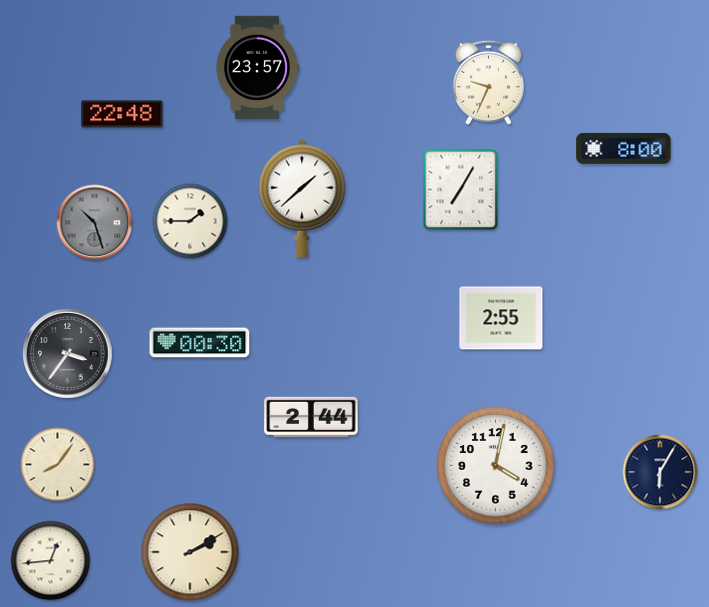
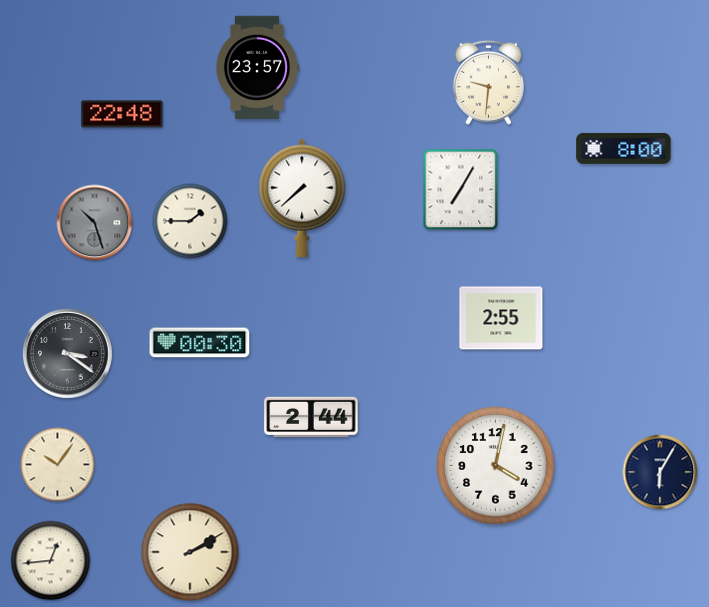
clock at (488, 82): 9:34 -> 9:31
clock at (302, 198): 1:38 -> 7:38
clock at (68, 354): 3:36 -> 3:21
clock at (58, 465): 8:06 -> 10:06
